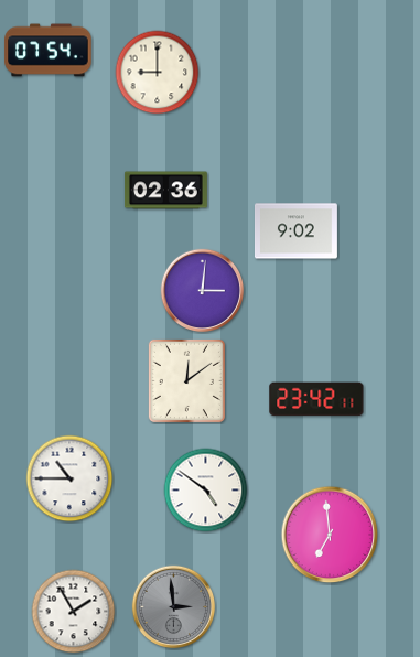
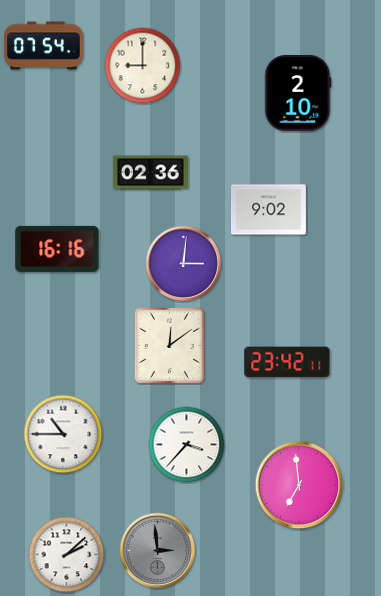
clock at (298, 94): none -> 2:10
clock at (57, 249): none -> 16:16
clock at (206, 491): 4:51 -> 3:37
clock at (74, 612): 1:55 -> 2:08
